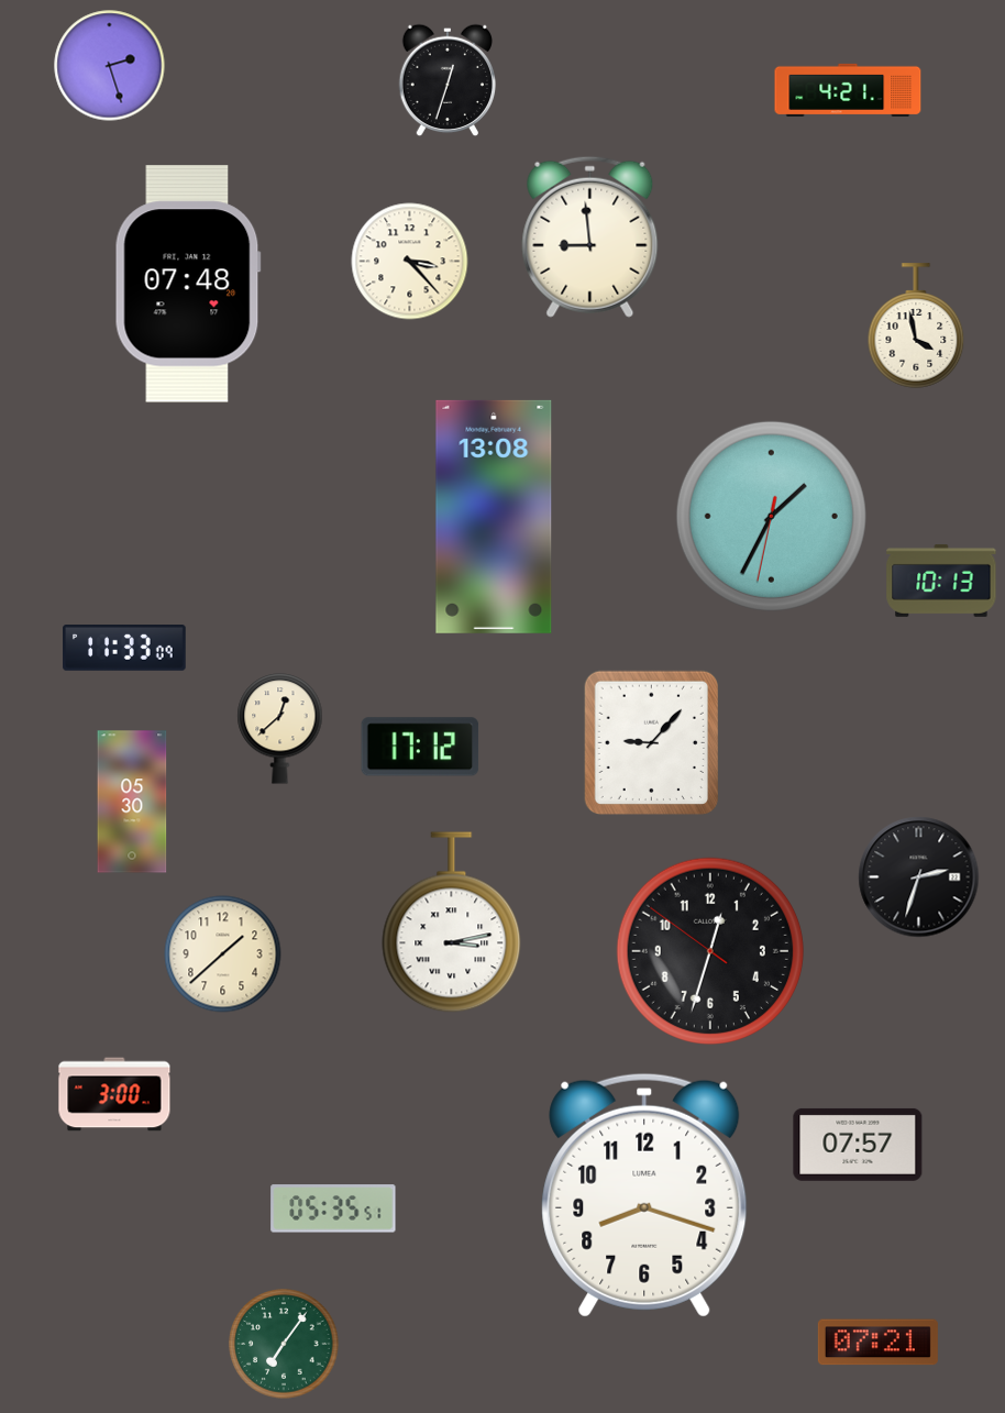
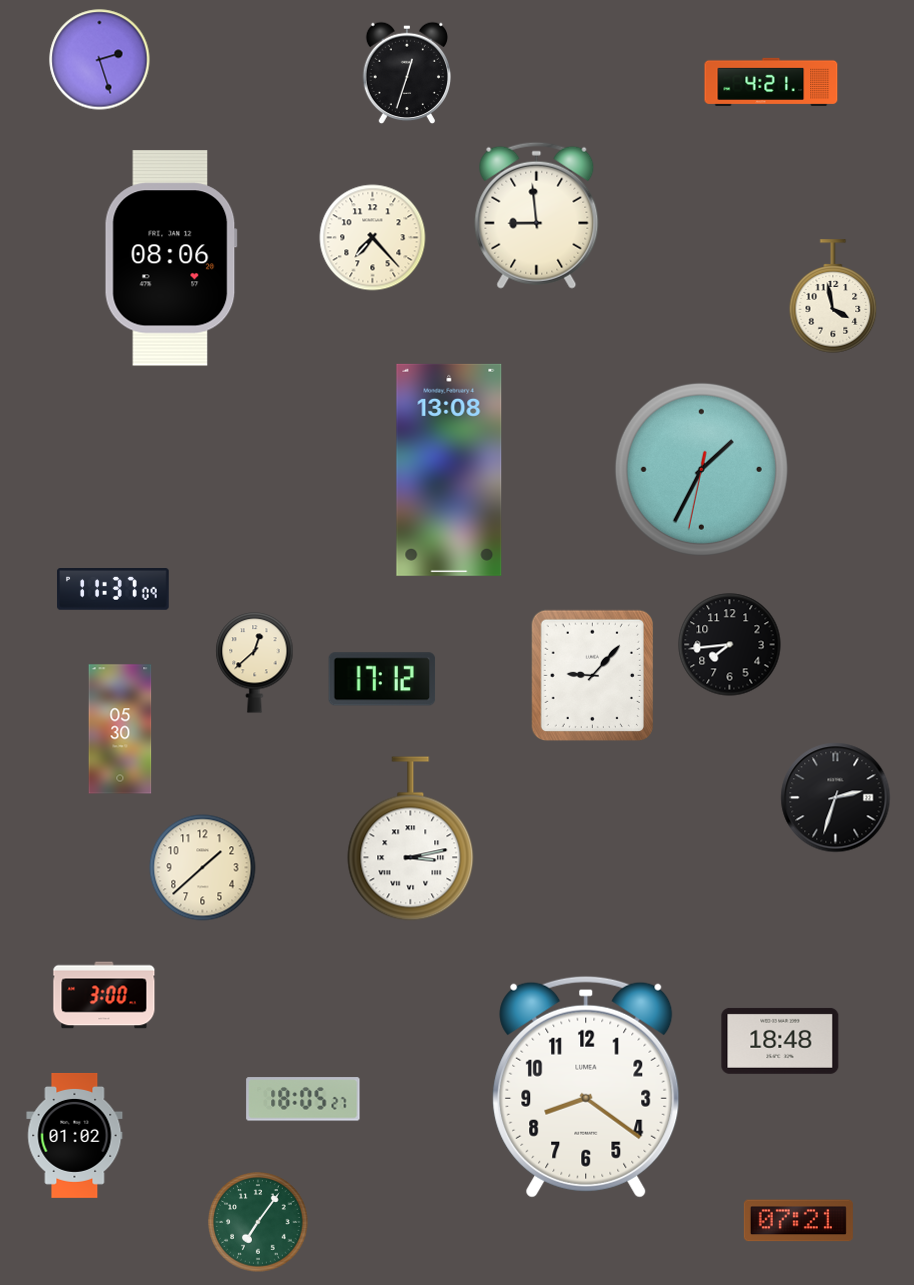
clock at (410, 262): 3:23 -> 7:23
clock at (188, 284): 07:48 -> 08:06
clock at (941, 581): 10:13 -> none
clock at (124, 649): 11:33 -> 11:37
clock at (730, 645): none -> 7:44
clock at (710, 951): 12:32 -> none
clock at (858, 1145): 07:57 -> 18:48
clock at (644, 1195): 8:18 -> 8:21
clock at (333, 1208): 05:35 -> 18:05
clock at (75, 1135): none -> 01:02
